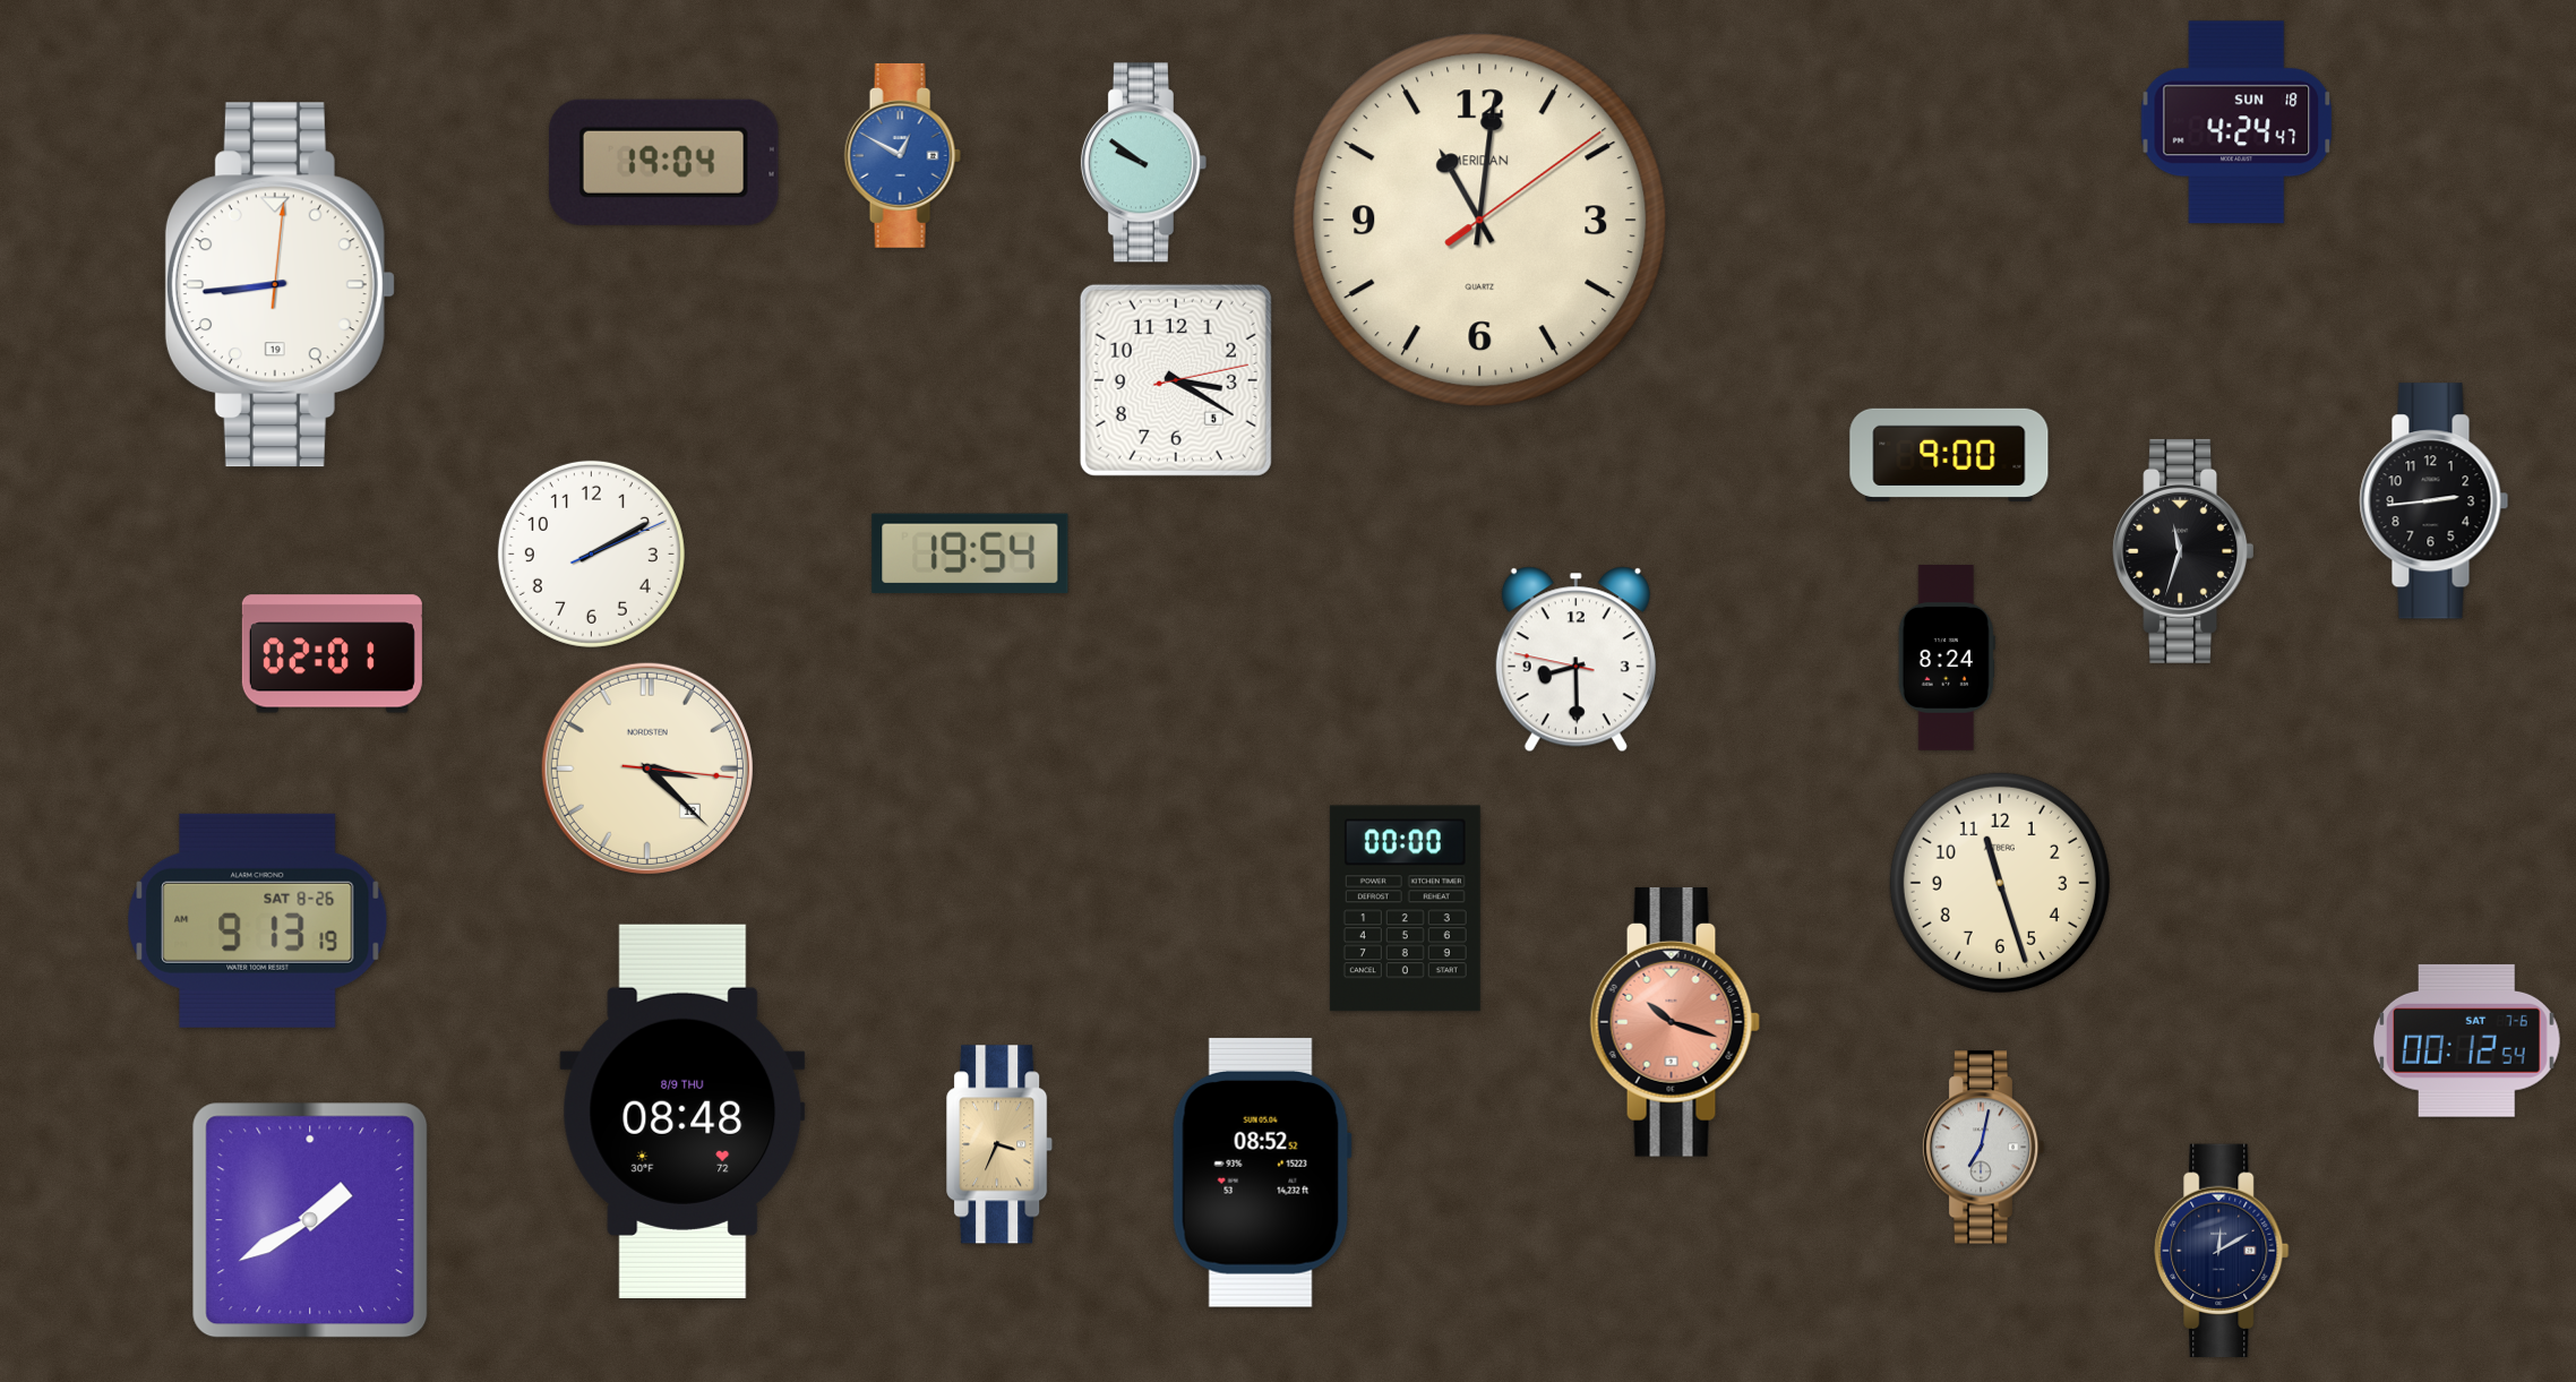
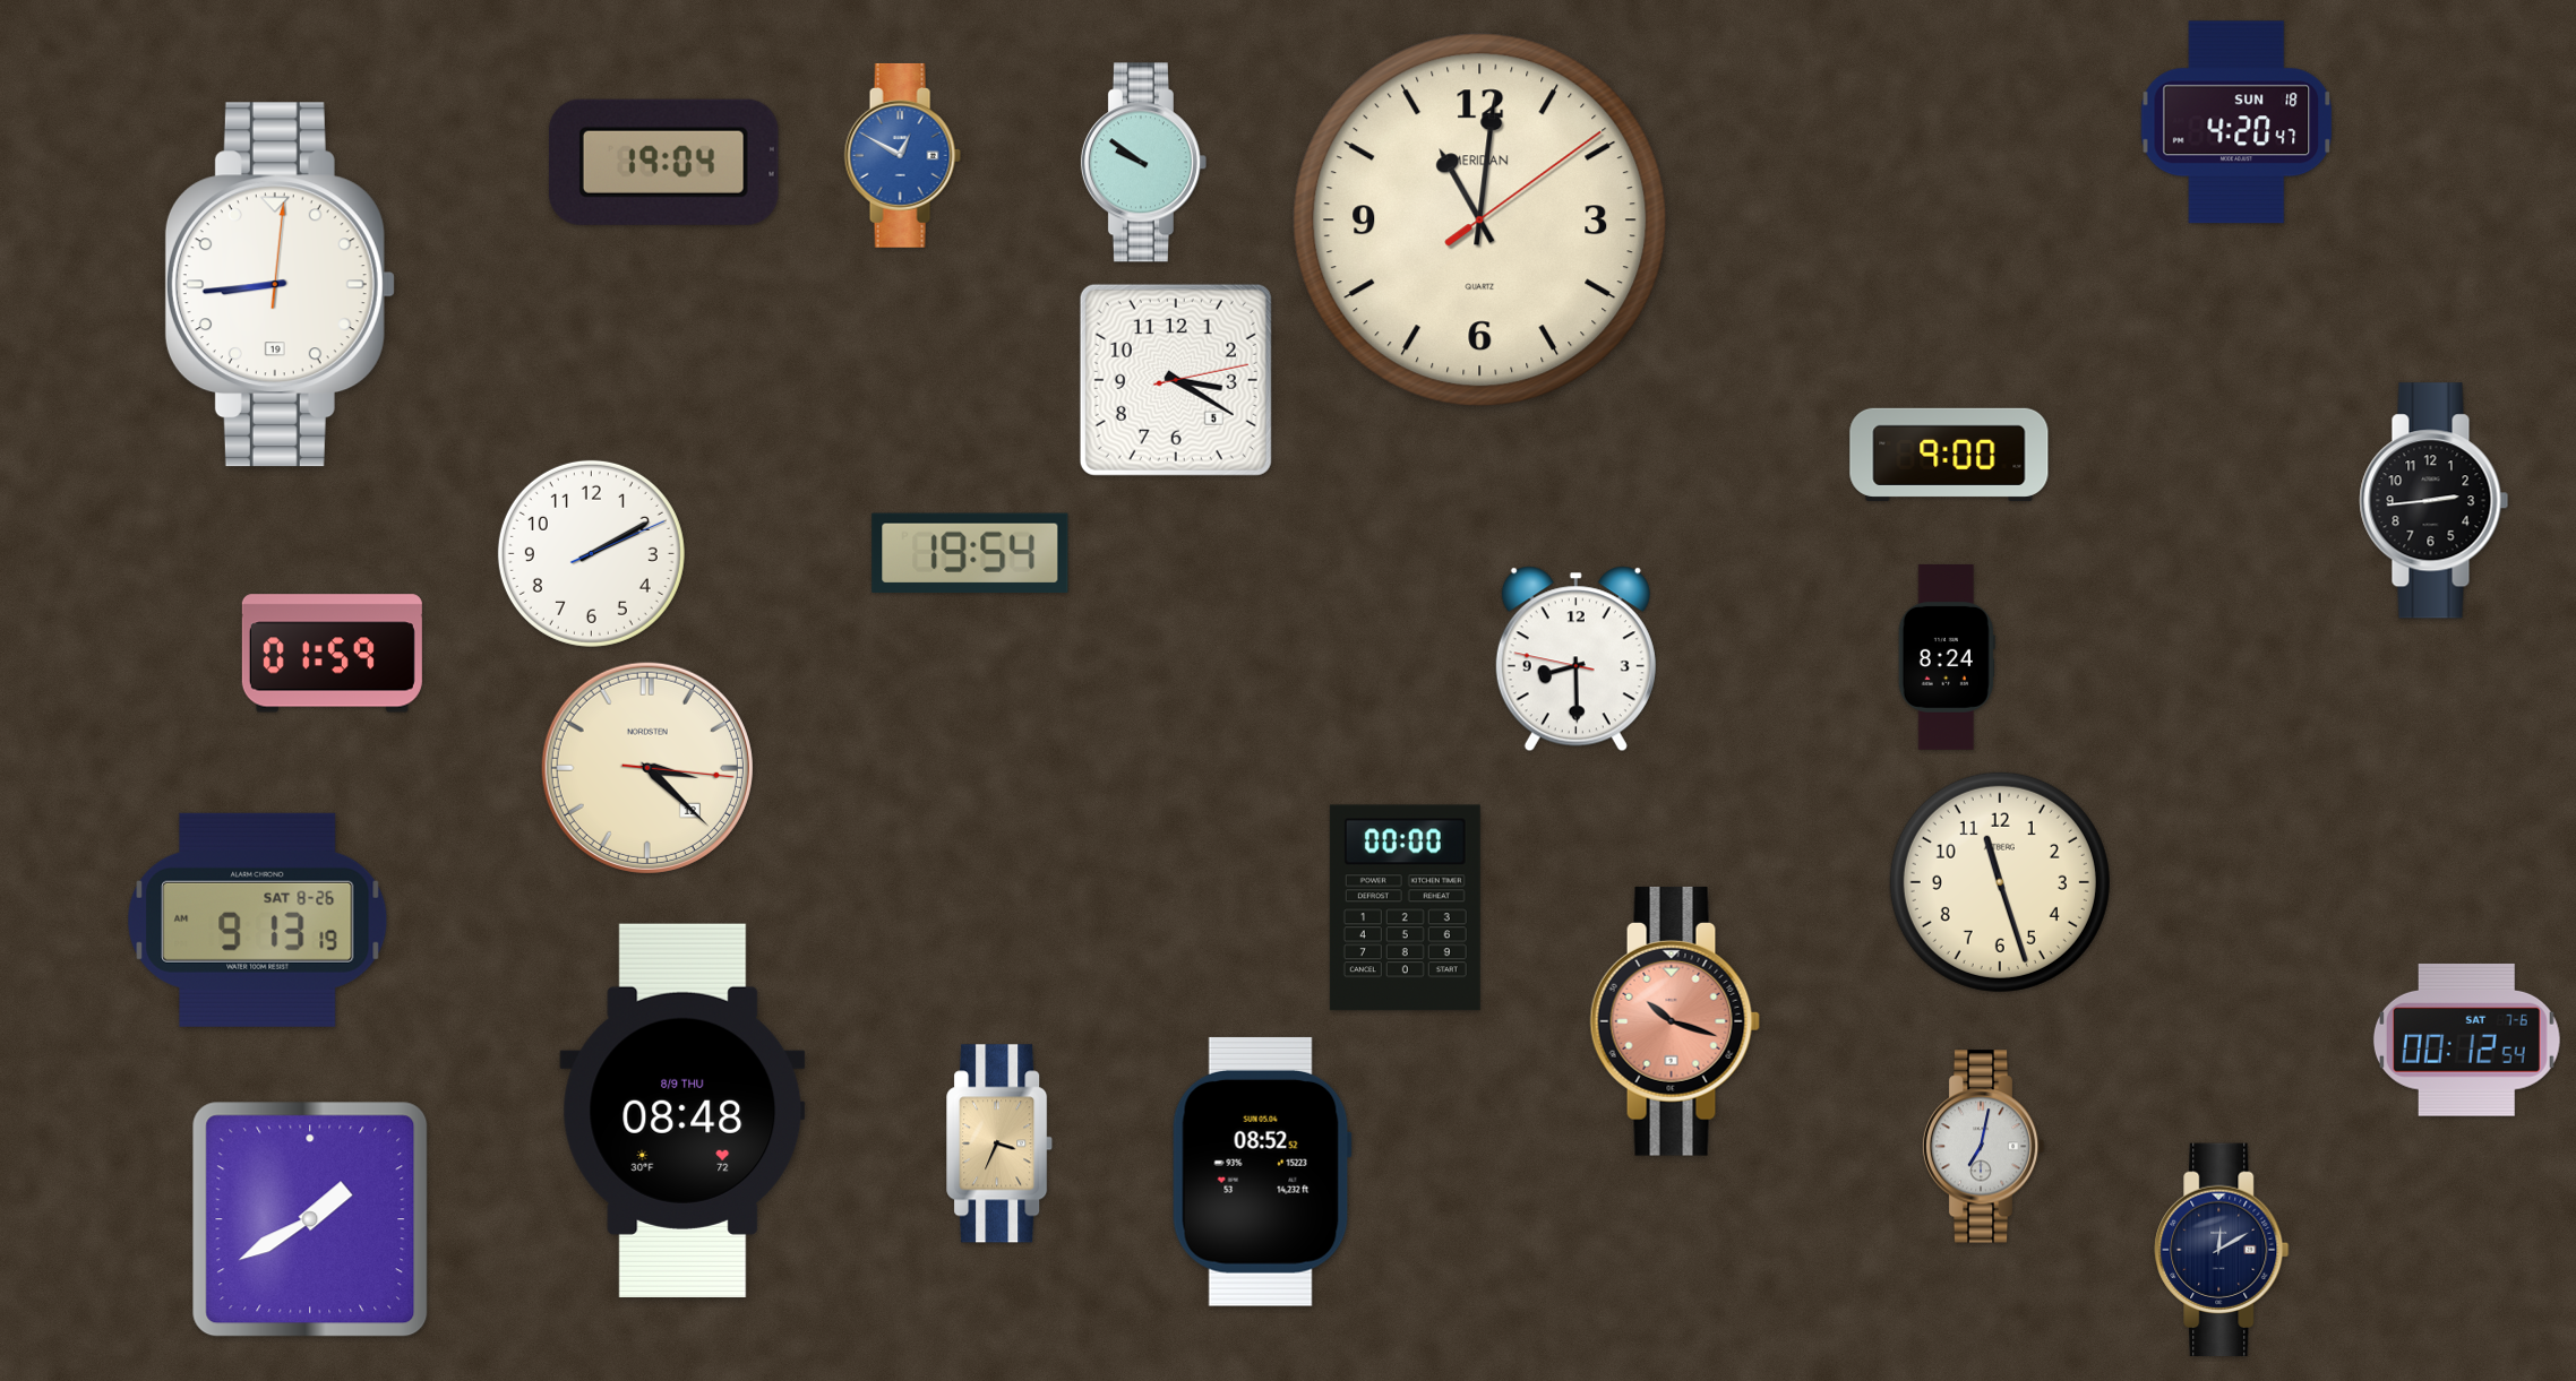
clock at (2236, 122): 4:24 -> 4:20
clock at (2183, 551): 11:33 -> none
clock at (332, 654): 02:01 -> 01:59
